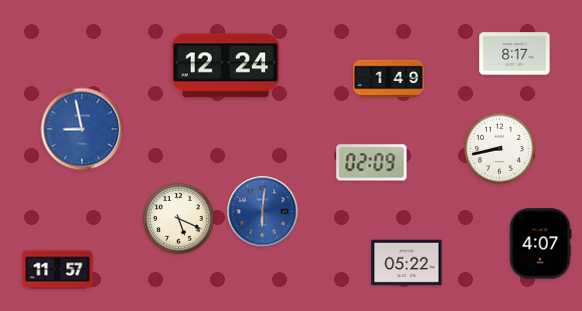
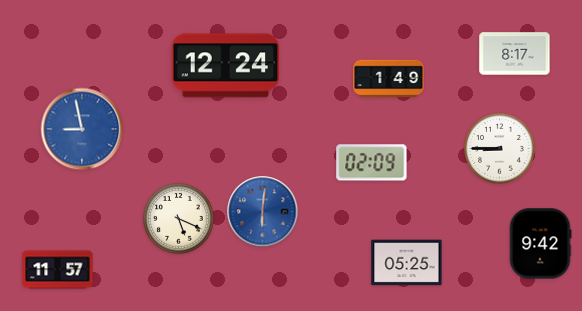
clock at (500, 149): 8:43 -> 8:45
clock at (540, 244): 4:07 -> 9:42
clock at (407, 263): 05:22 -> 05:25
